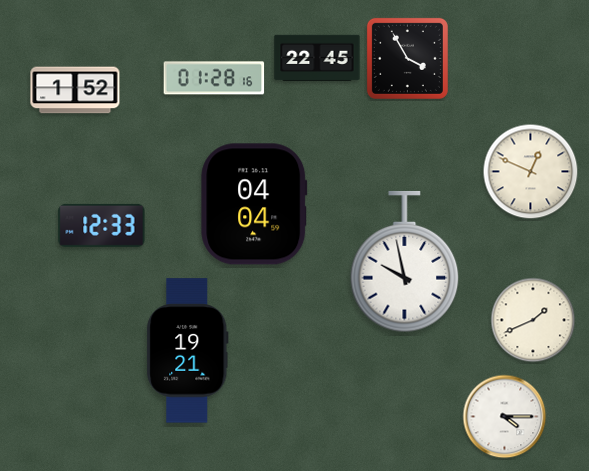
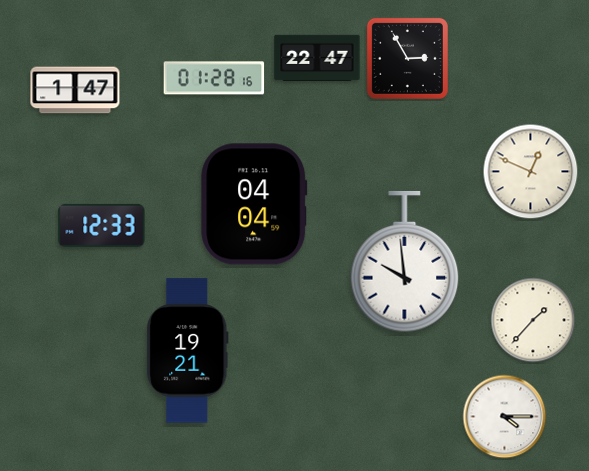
clock at (317, 58): 22:45 -> 22:47
clock at (407, 58): 3:55 -> 2:55
clock at (75, 90): 1:52 -> 1:47
clock at (405, 262): 9:58 -> 9:59
clock at (533, 320): 1:41 -> 1:37
